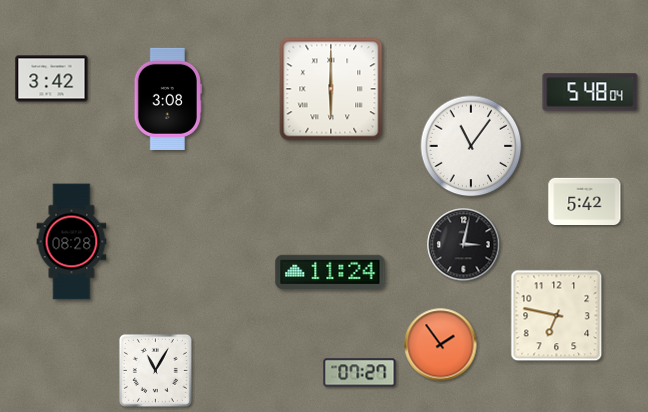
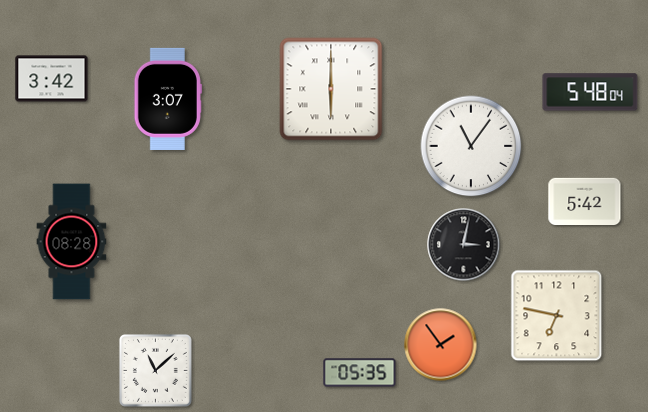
clock at (168, 99): 3:08 -> 3:07
clock at (330, 272): 11:24 -> none
clock at (155, 370): 11:05 -> 11:08
clock at (360, 373): 07:27 -> 05:35
